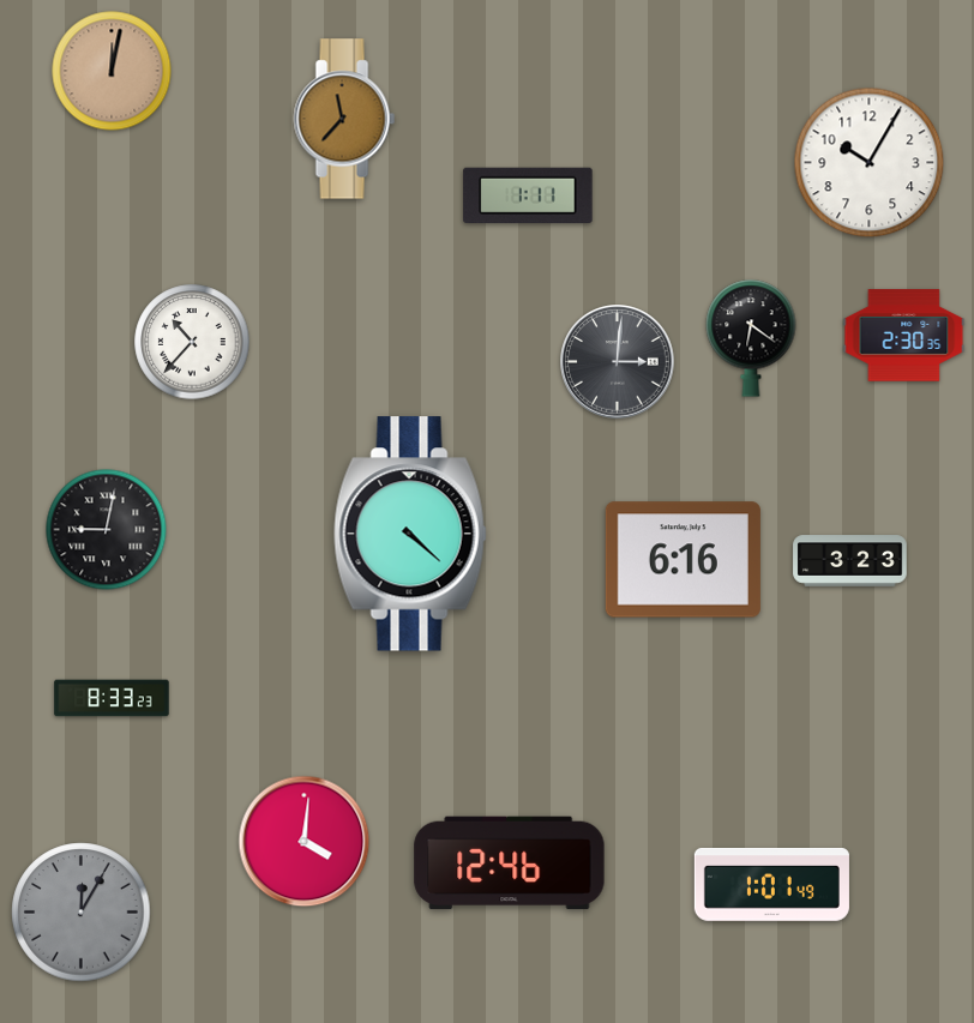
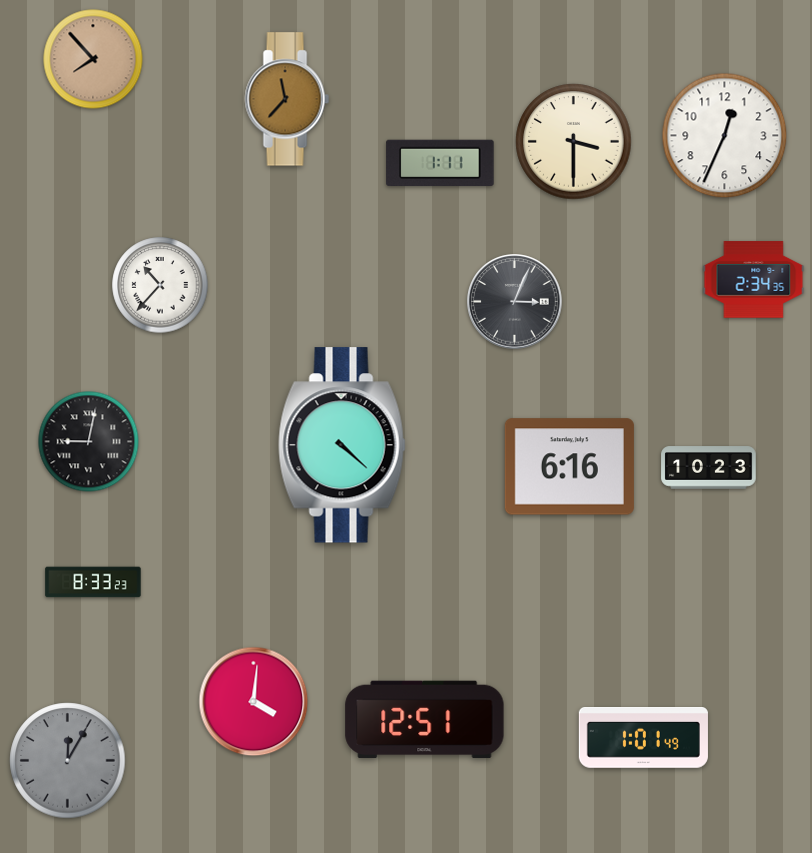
clock at (112, 71): 12:02 -> 7:53
clock at (870, 163): 10:05 -> 12:34
clock at (574, 142): none -> 3:30
clock at (904, 336): 2:30 -> 2:34
clock at (751, 338): 6:21 -> none
clock at (618, 362): 3:01 -> 3:04
clock at (850, 561): 3:23 -> 10:23
clock at (510, 863): 12:46 -> 12:51
